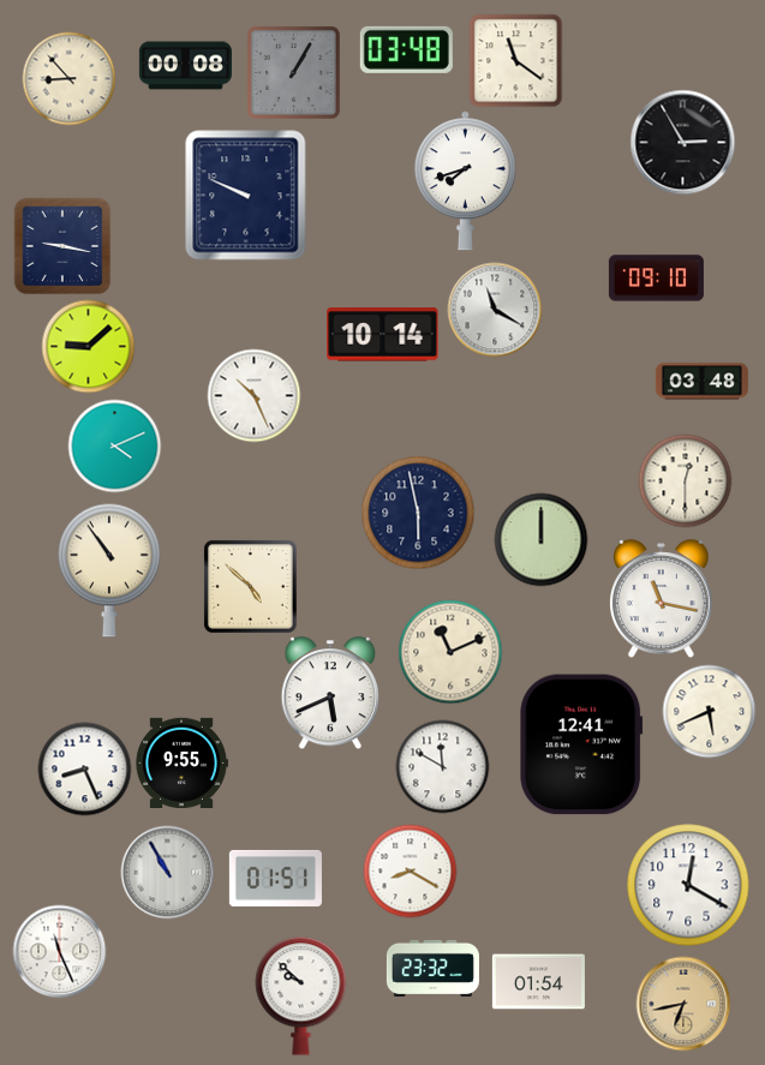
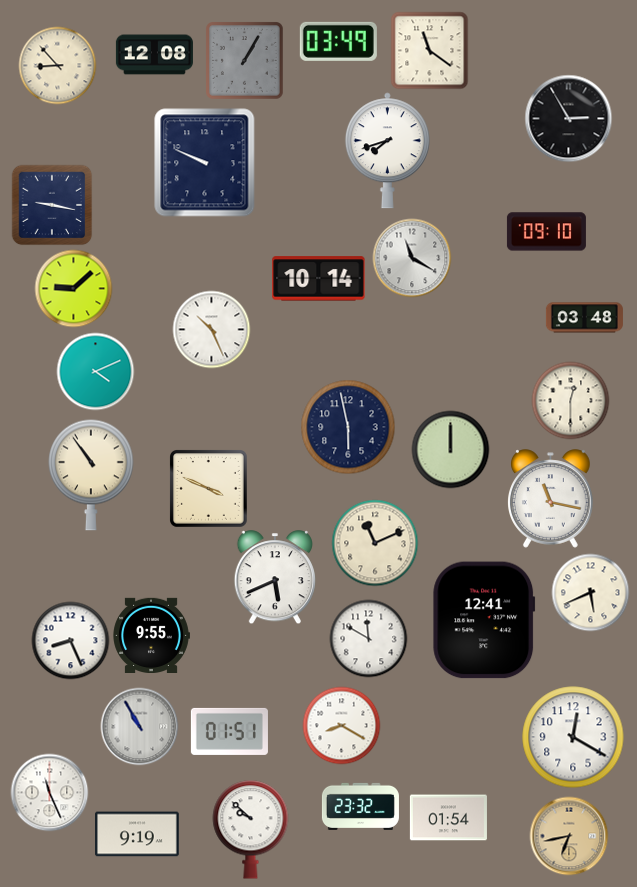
clock at (406, 49): 03:48 -> 03:49
clock at (185, 66): 00:08 -> 12:08
clock at (251, 587): 4:52 -> 3:49
clock at (138, 834): none -> 9:19
